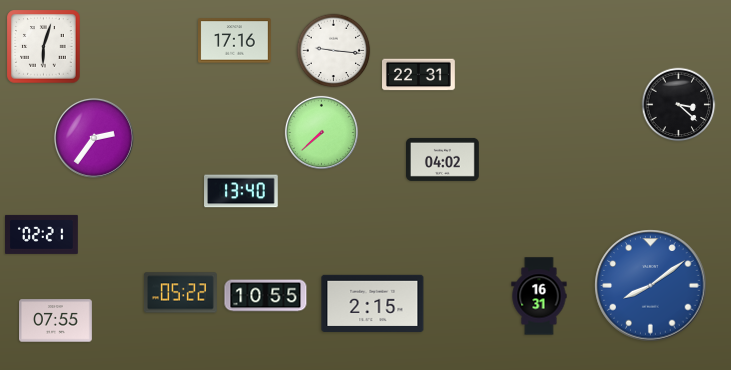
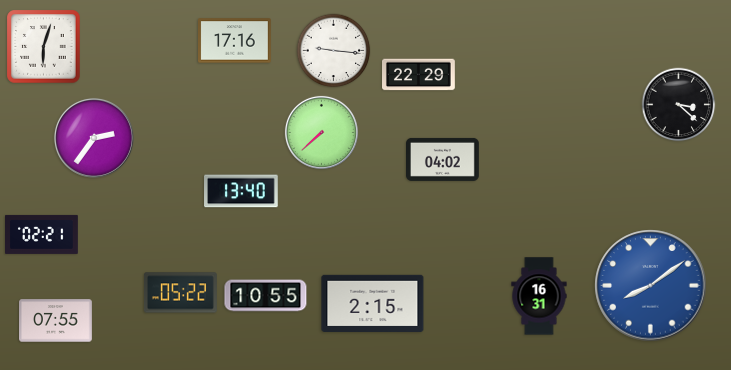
clock at (419, 75): 22:31 -> 22:29
